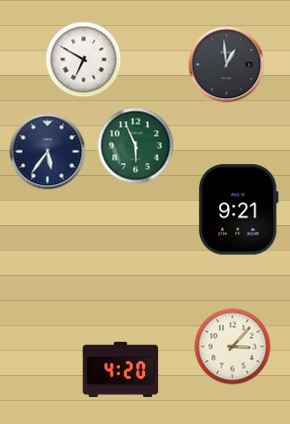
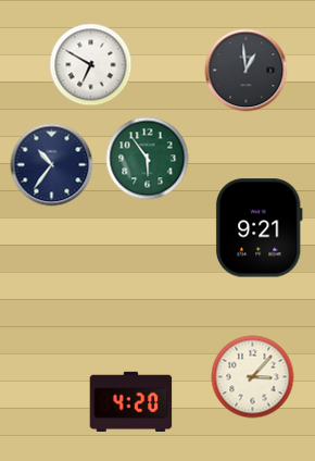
clock at (136, 146): 5:56 -> 5:54
clock at (48, 152): 5:36 -> 10:36
